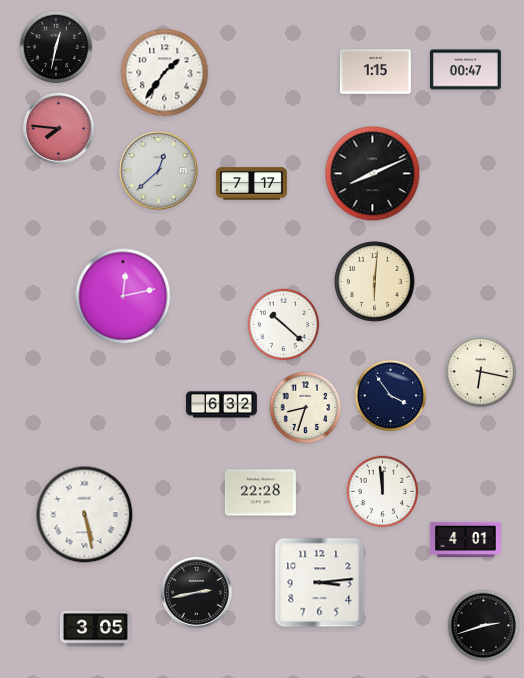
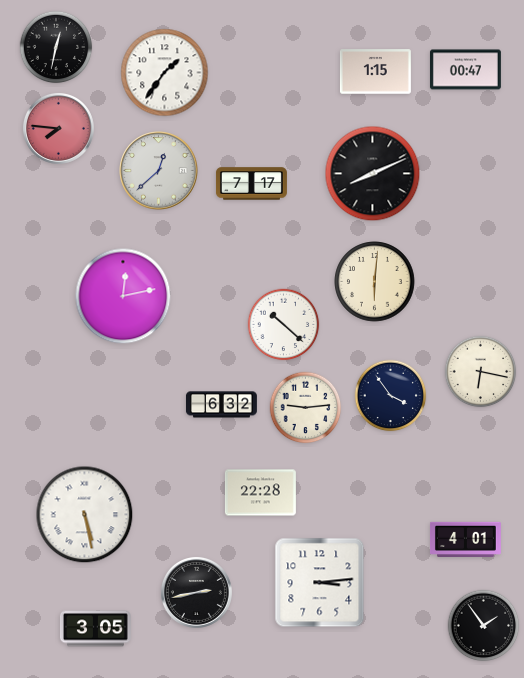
clock at (306, 408): 8:33 -> 9:14
clock at (383, 492): 11:59 -> none
clock at (484, 626): 2:42 -> 1:54
